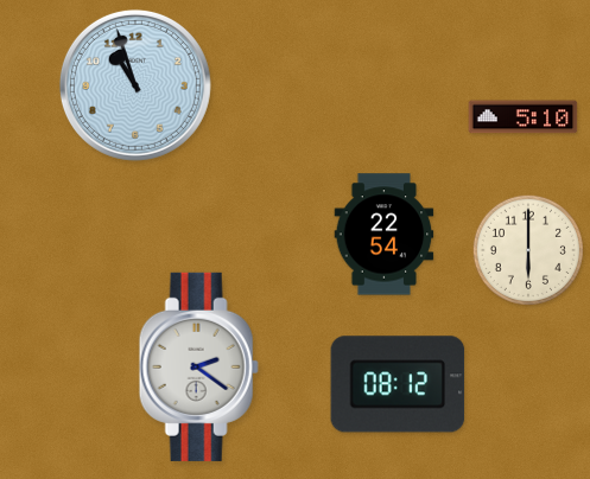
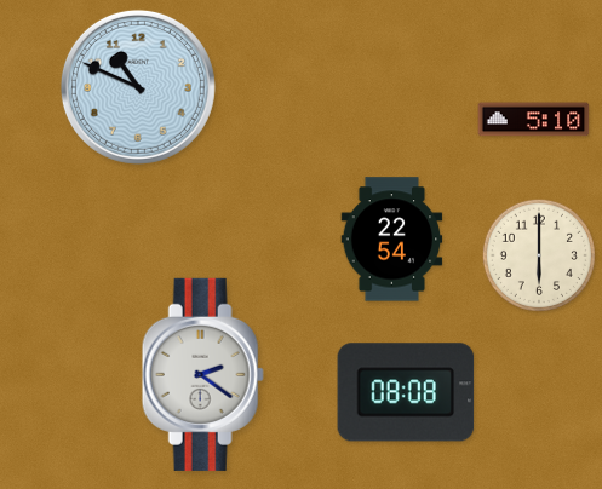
clock at (135, 85): 10:57 -> 10:49
clock at (398, 384): 08:12 -> 08:08
